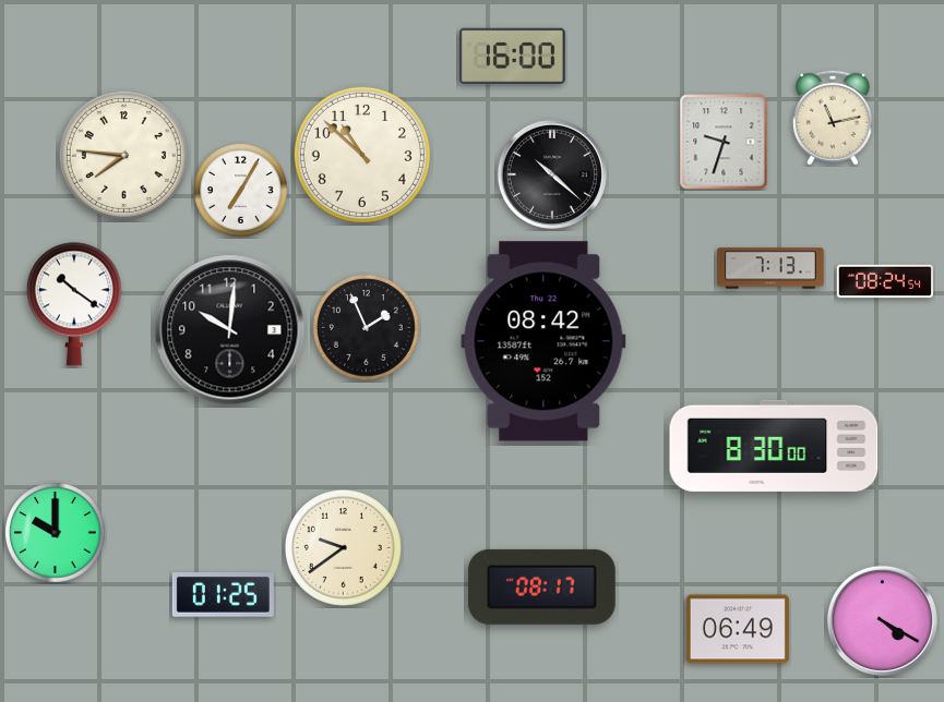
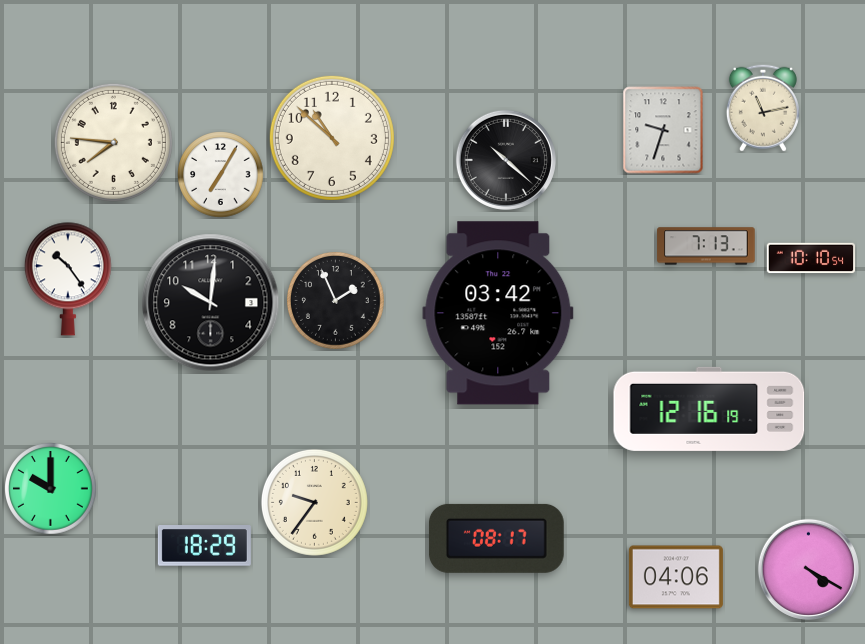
clock at (512, 56): 16:00 -> none
clock at (362, 155) position: (362, 155) -> (332, 138)
clock at (885, 281): 08:24 -> 10:10
clock at (74, 304): 10:21 -> 10:24
clock at (543, 341): 08:42 -> 03:42
clock at (774, 446): 8:30 -> 12:16
clock at (343, 547): 9:39 -> 9:36
clock at (223, 595): 01:25 -> 18:29
clock at (738, 629): 06:49 -> 04:06
